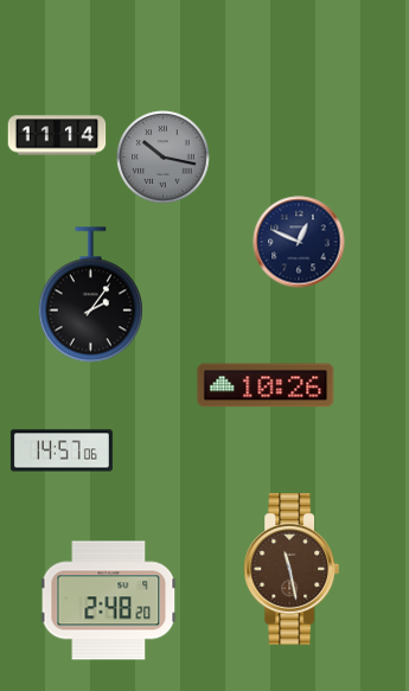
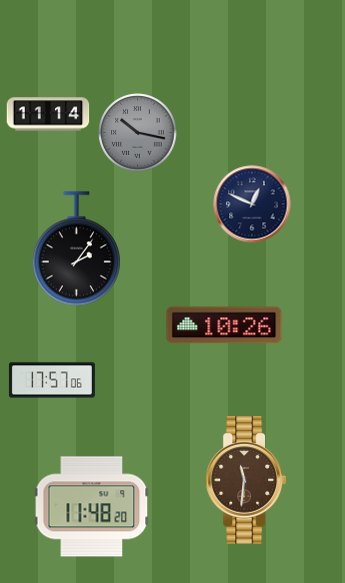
clock at (62, 450): 14:57 -> 17:57
clock at (290, 569): 11:28 -> 11:31
clock at (109, 601): 2:48 -> 11:48
